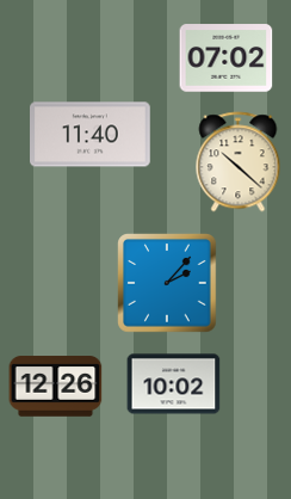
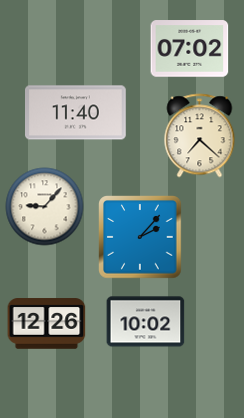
clock at (239, 161): 10:22 -> 7:22
clock at (44, 206): none -> 9:07
